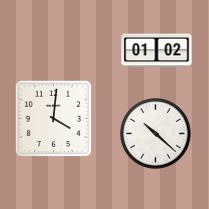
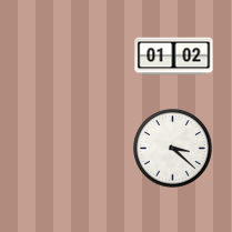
clock at (54, 119): 4:01 -> none
clock at (156, 134): 10:22 -> 3:22
